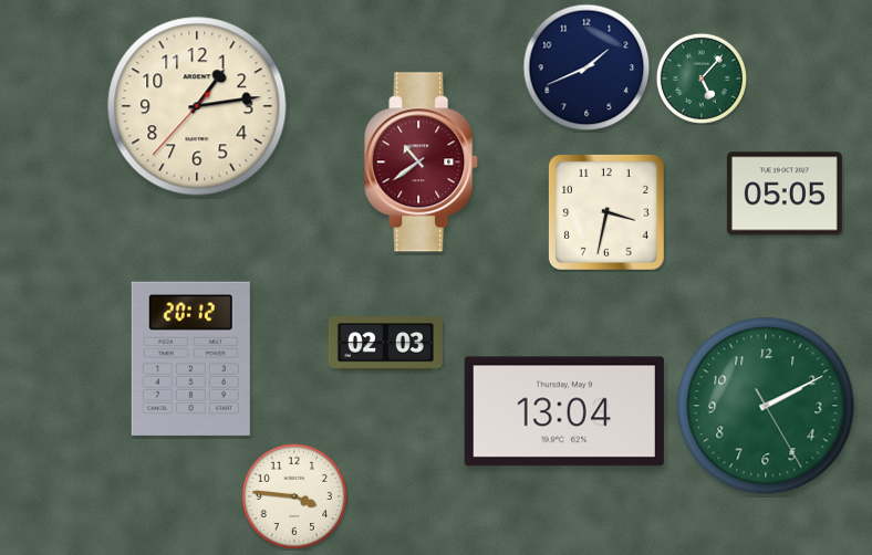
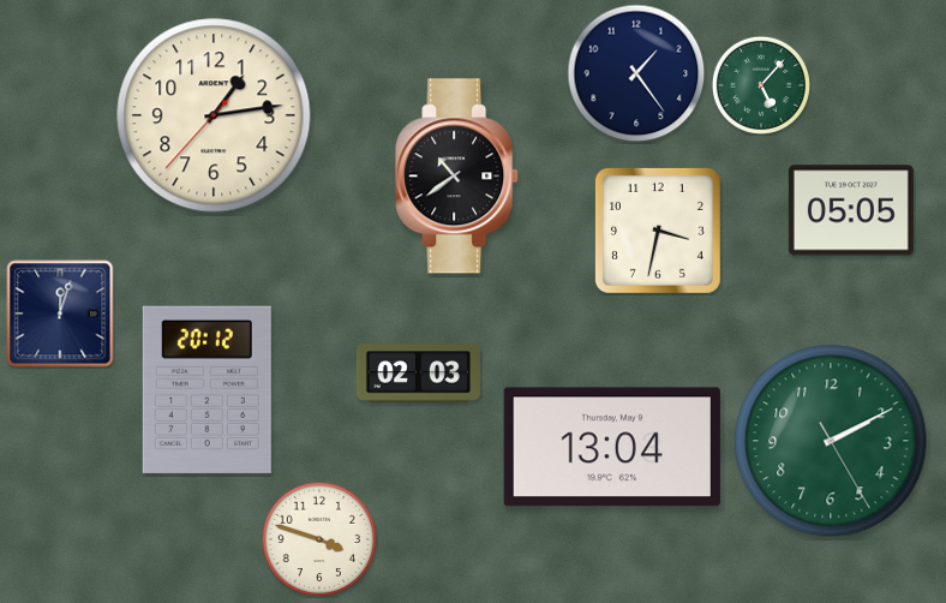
clock at (586, 67): 1:41 -> 1:24
clock at (422, 163) dial: burgundy -> black
clock at (60, 314): none -> 12:03
clock at (294, 496): 3:46 -> 3:48
